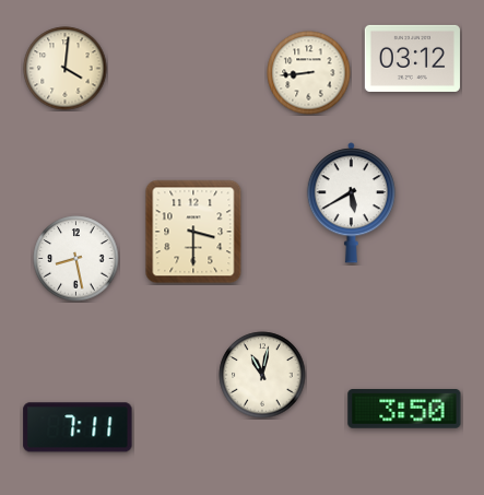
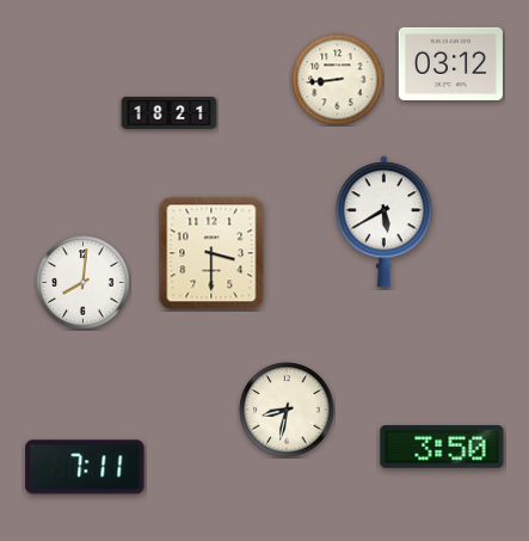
clock at (66, 69): 4:01 -> none
clock at (170, 112): none -> 18:21
clock at (76, 259): 8:28 -> 8:01
clock at (262, 375): 11:02 -> 8:32
